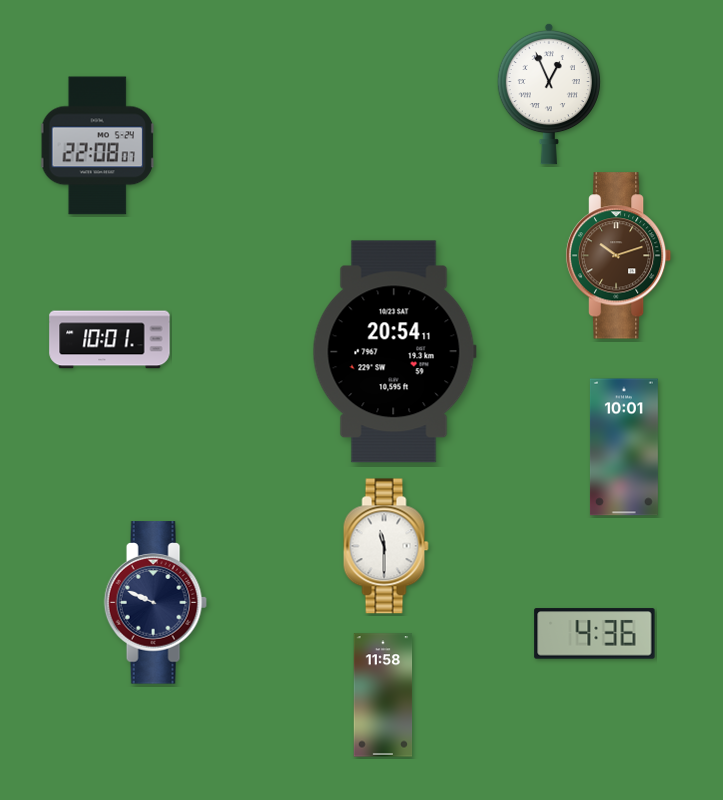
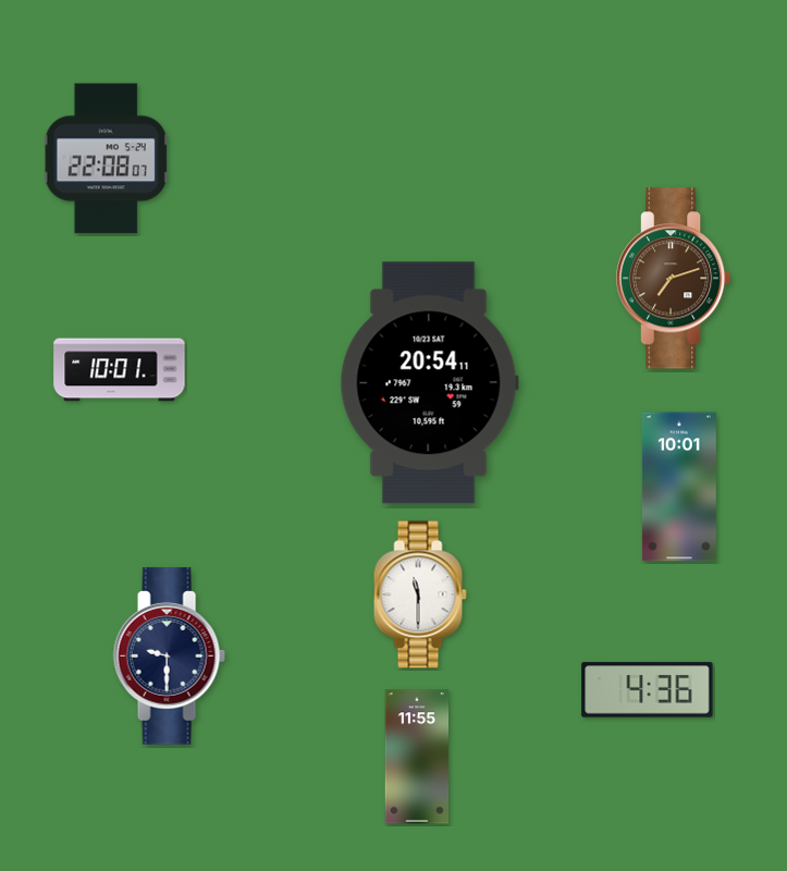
clock at (549, 94): 12:56 -> none
clock at (619, 256): 10:12 -> 7:12
clock at (155, 603): 9:49 -> 9:30
clock at (383, 695): 11:58 -> 11:55
